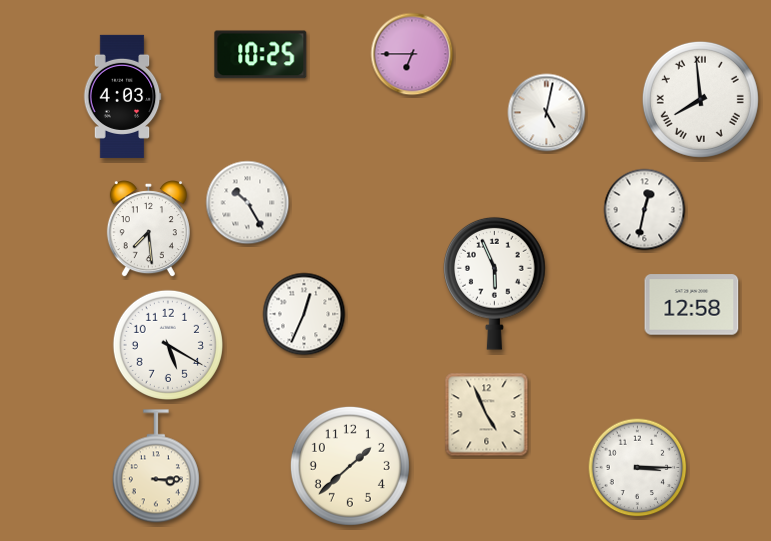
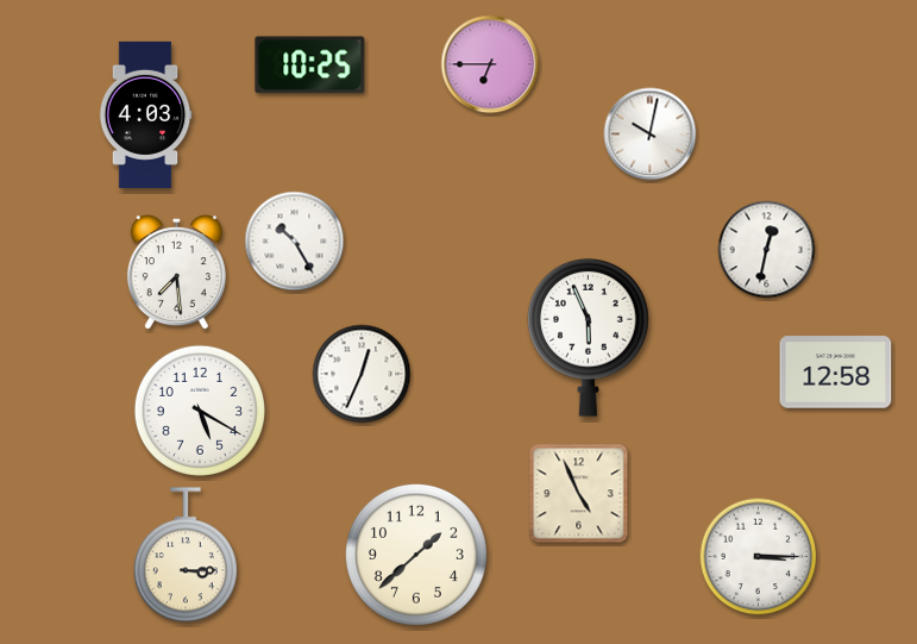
clock at (700, 99): 7:59 -> none
clock at (547, 113): 5:02 -> 10:02
clock at (692, 305) position: (692, 305) -> (836, 373)
